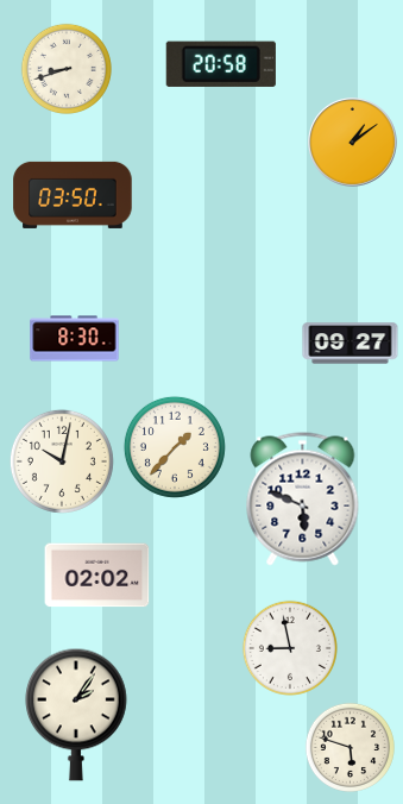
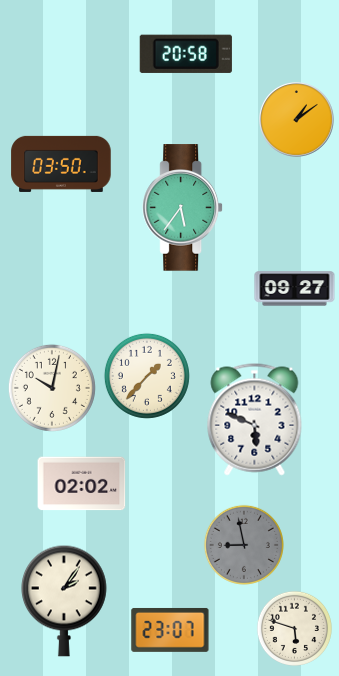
clock at (67, 69): 8:42 -> none
clock at (183, 208): none -> 5:36
clock at (75, 339): 8:30 -> none
clock at (290, 648) dial: white -> grey
clock at (170, 630): none -> 23:07
